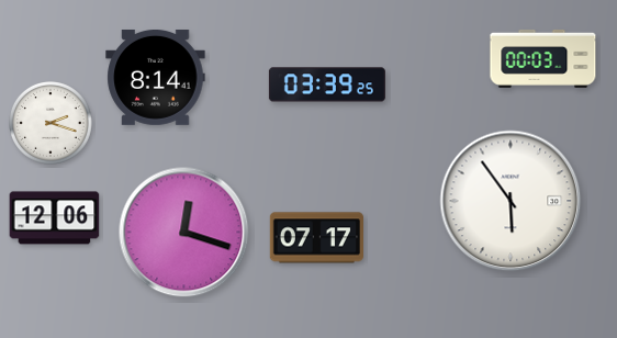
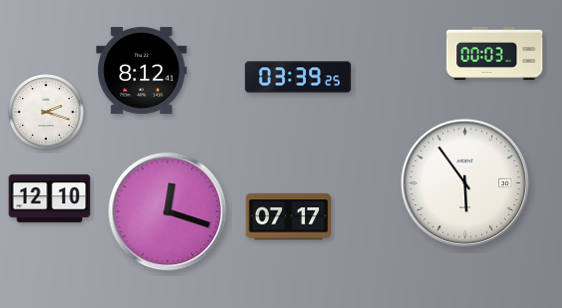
clock at (156, 77): 8:14 -> 8:12
clock at (55, 218): 12:06 -> 12:10
